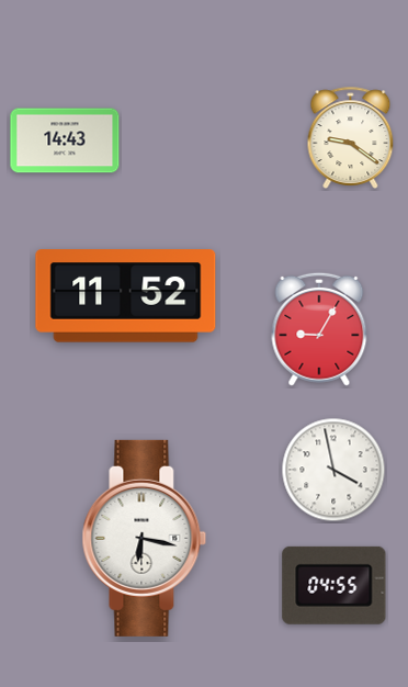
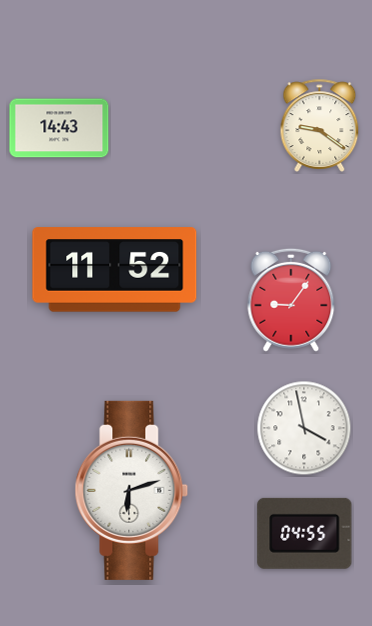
clock at (319, 329): 9:05 -> 9:06
clock at (145, 538): 6:17 -> 6:12
